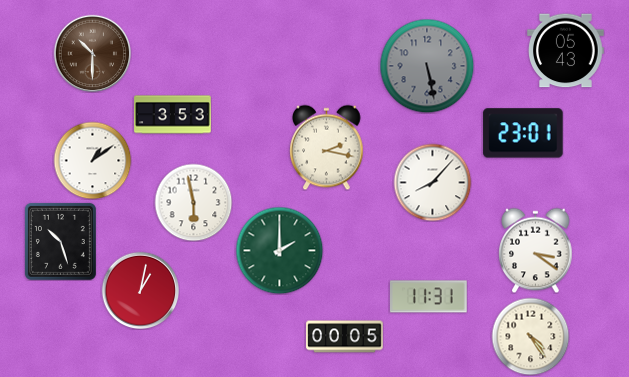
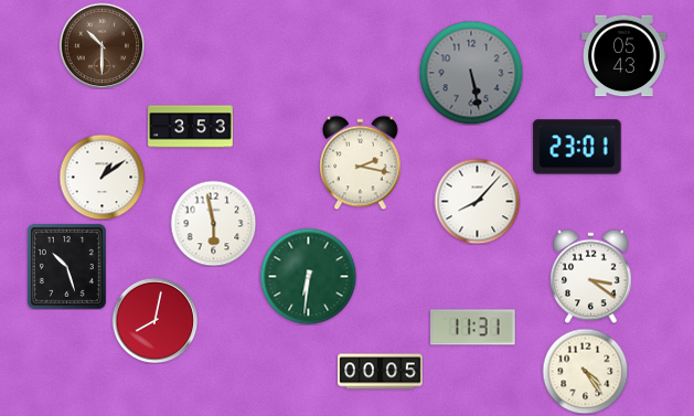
clock at (92, 53) position: (92, 53) -> (102, 45)
clock at (279, 250): 2:00 -> 6:31
clock at (140, 290): 1:02 -> 8:02
